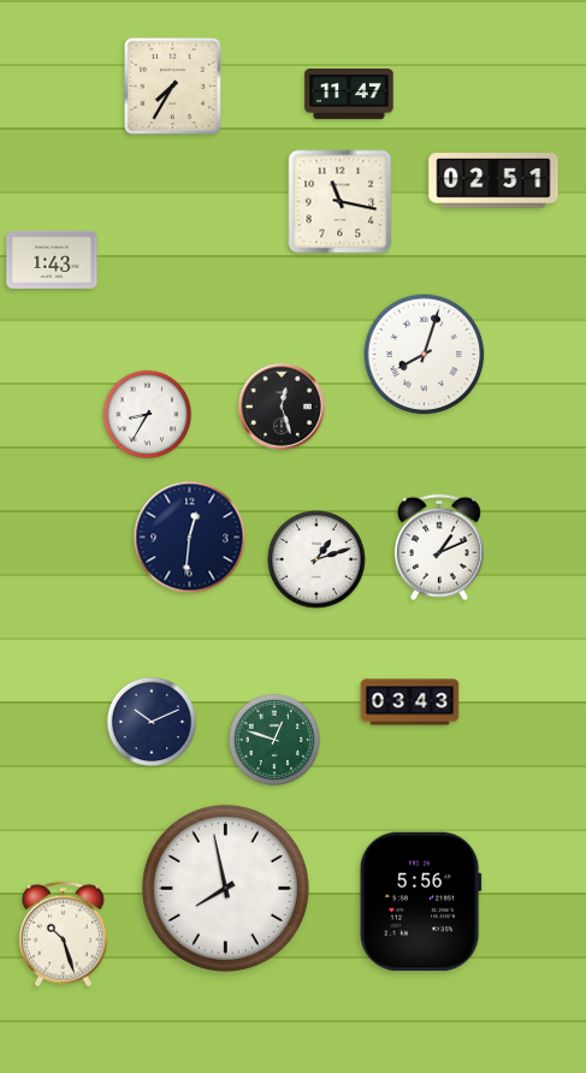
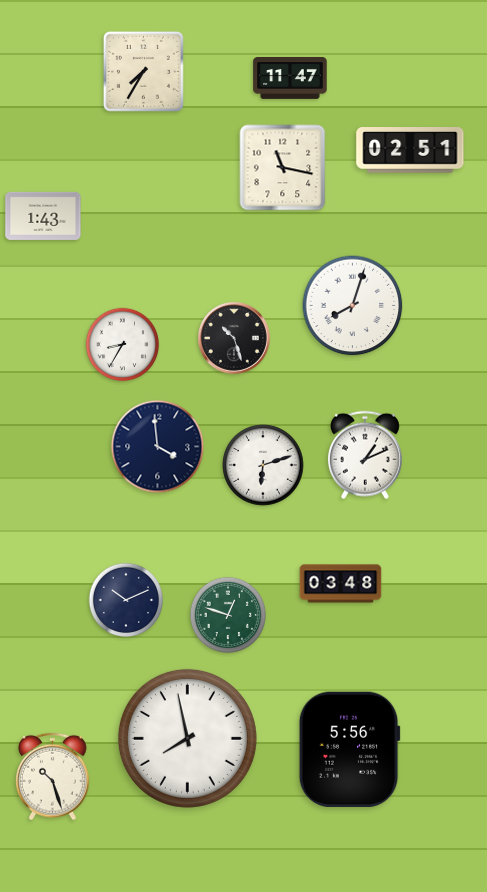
clock at (425, 355) position: (425, 355) -> (353, 306)
clock at (282, 407): 12:27 -> 10:27
clock at (190, 538): 12:31 -> 3:59
clock at (316, 559): 1:12 -> 6:12
clock at (410, 703): 03:43 -> 03:48
